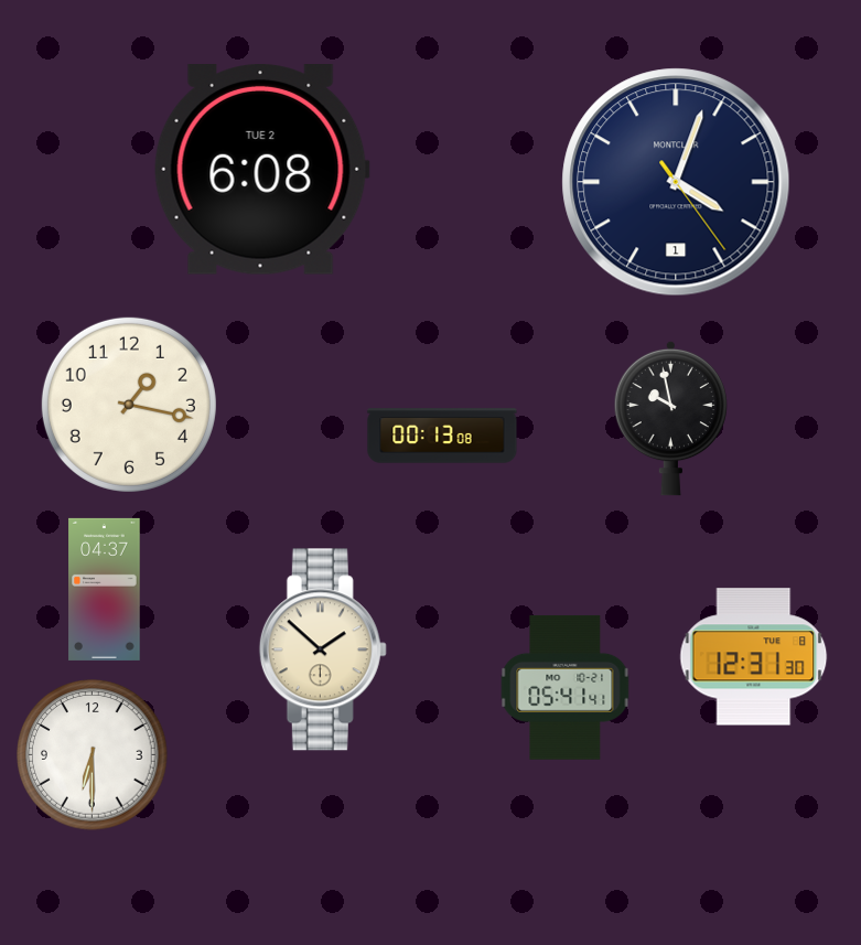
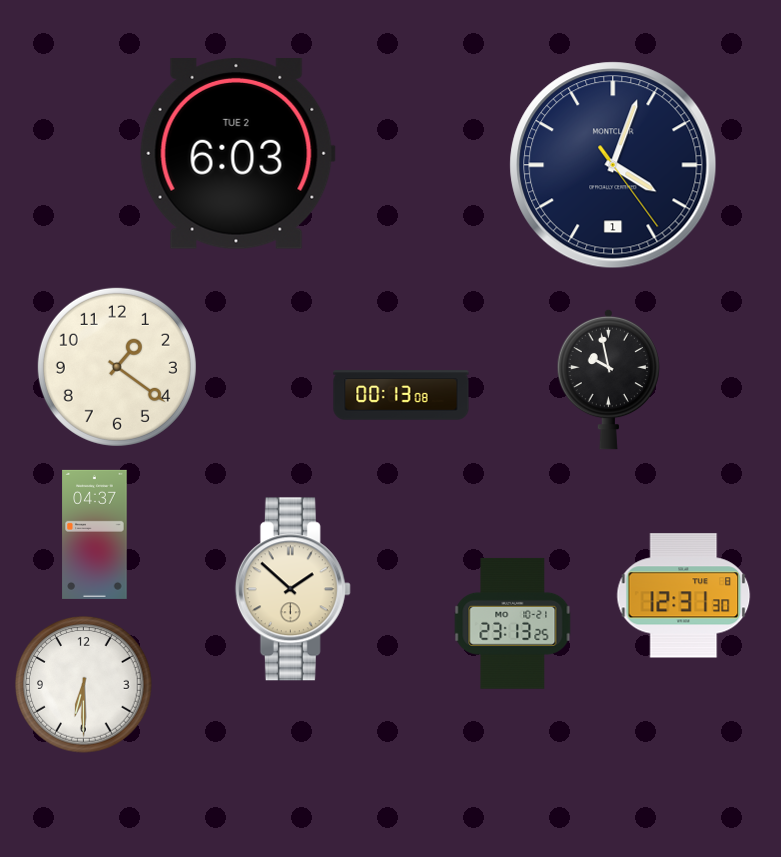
clock at (261, 170): 6:08 -> 6:03
clock at (129, 405): 1:17 -> 1:21
clock at (566, 687): 05:41 -> 23:13
